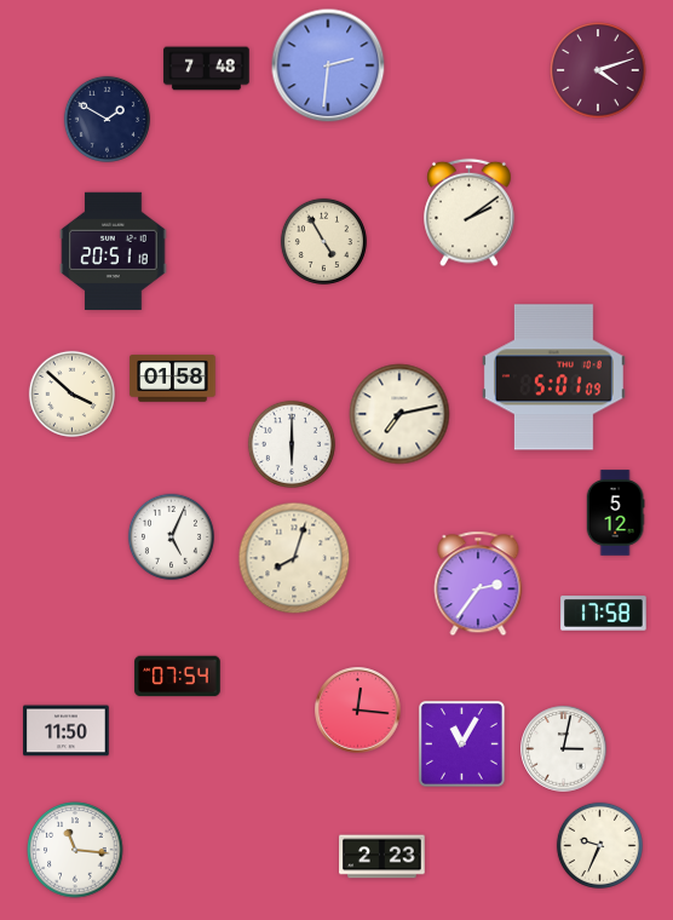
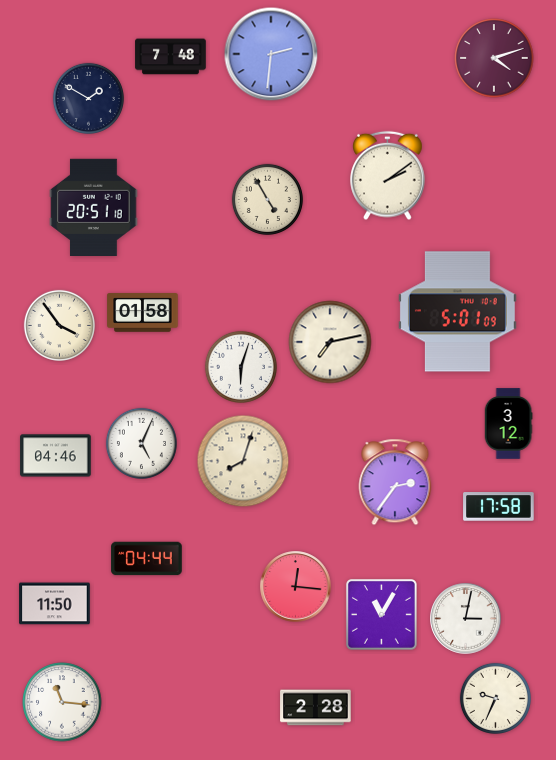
clock at (71, 393): 3:52 -> 3:54
clock at (292, 444): 6:00 -> 6:03
clock at (615, 513): 5:12 -> 3:12
clock at (56, 456): none -> 04:46
clock at (178, 677): 07:54 -> 04:44
clock at (382, 857): 2:23 -> 2:28
